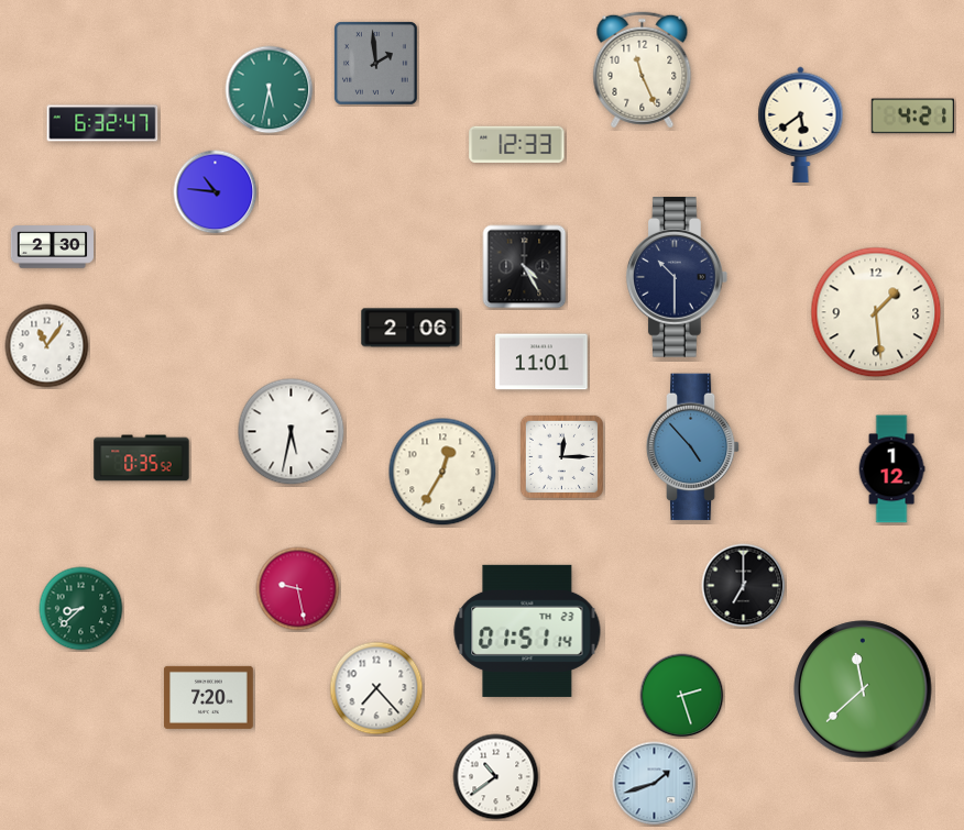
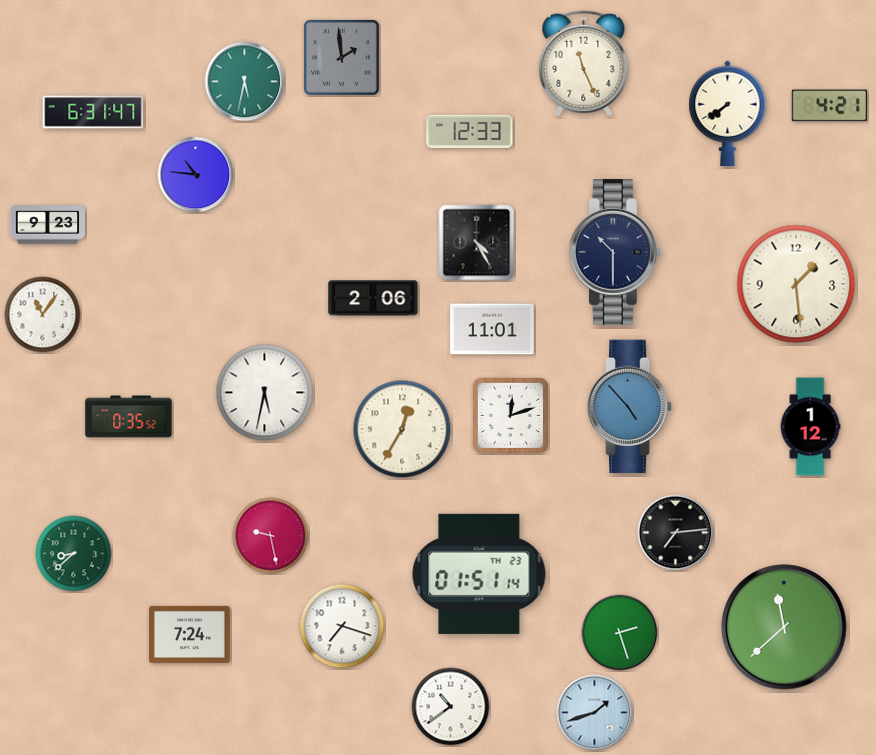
clock at (102, 123): 6:32 -> 6:31
clock at (801, 125): 5:39 -> 7:39
clock at (52, 247): 2:30 -> 9:23
clock at (561, 456): 12:15 -> 12:12
clock at (744, 586): 7:00 -> 7:14
clock at (376, 688): 7:23 -> 7:18
clock at (209, 697): 7:20 -> 7:24
